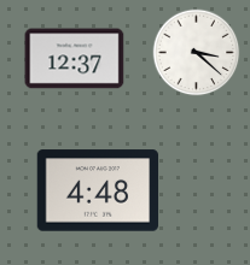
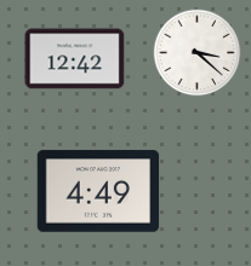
clock at (75, 59): 12:37 -> 12:42
clock at (98, 190): 4:48 -> 4:49
